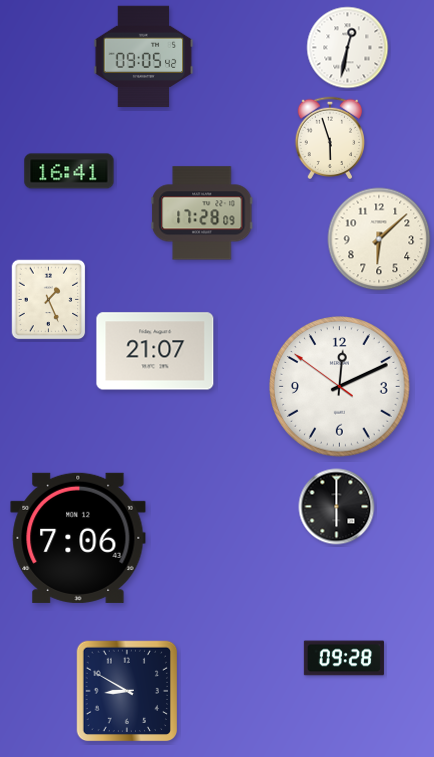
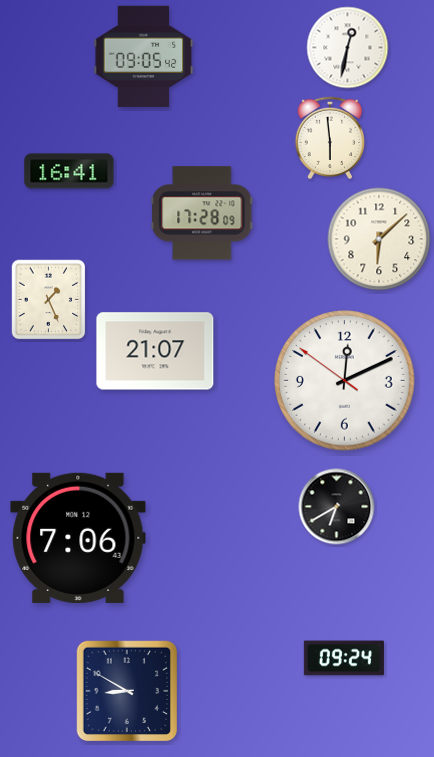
clock at (330, 137): 5:57 -> 5:59
clock at (340, 387) position: (340, 387) -> (345, 381)
clock at (337, 507): 6:00 -> 6:40
clock at (344, 658): 09:28 -> 09:24
